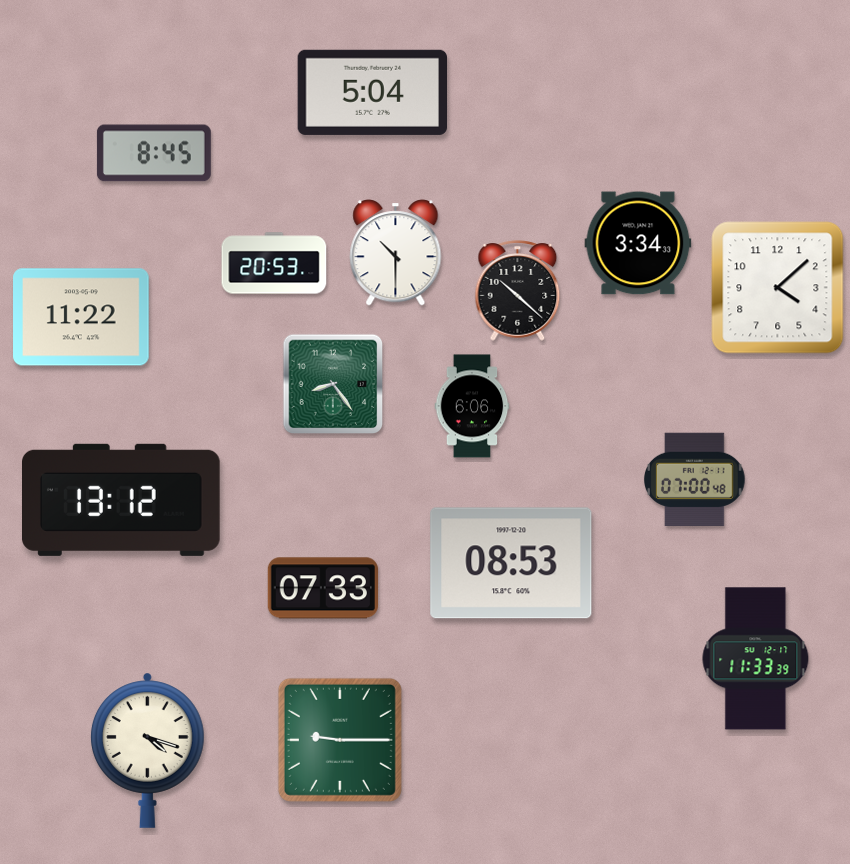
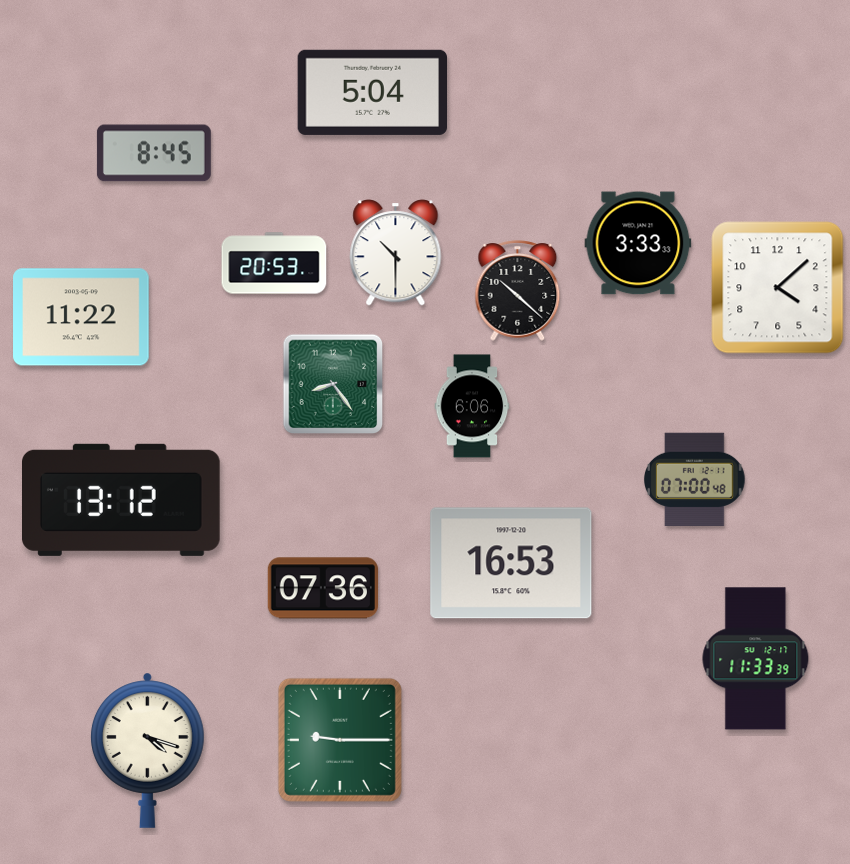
clock at (638, 243): 3:34 -> 3:33
clock at (511, 563): 08:53 -> 16:53
clock at (323, 588): 07:33 -> 07:36
